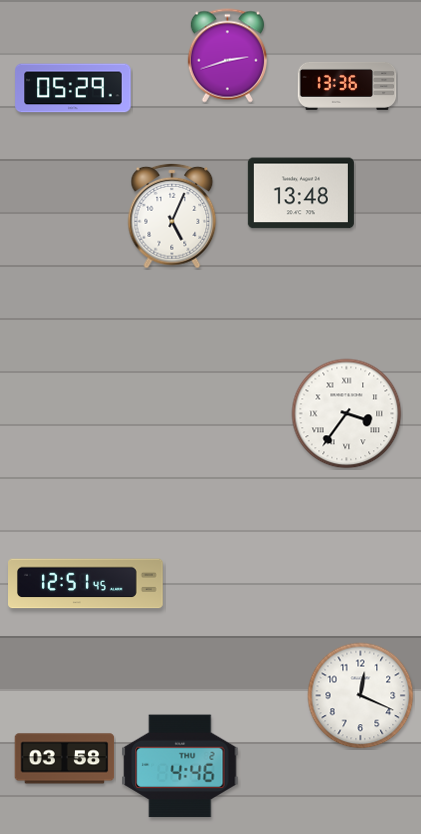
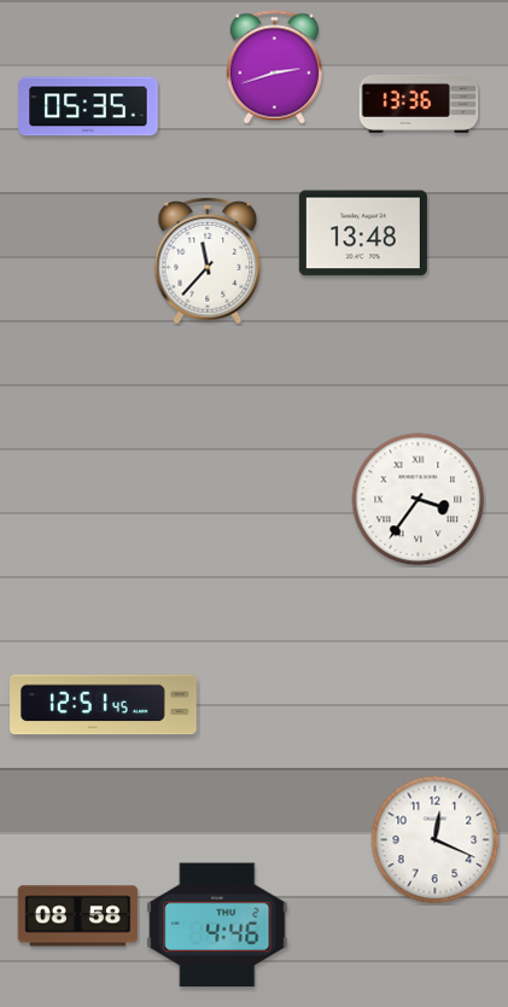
clock at (73, 88): 05:29 -> 05:35
clock at (172, 216): 5:04 -> 11:37
clock at (65, 759): 03:58 -> 08:58
